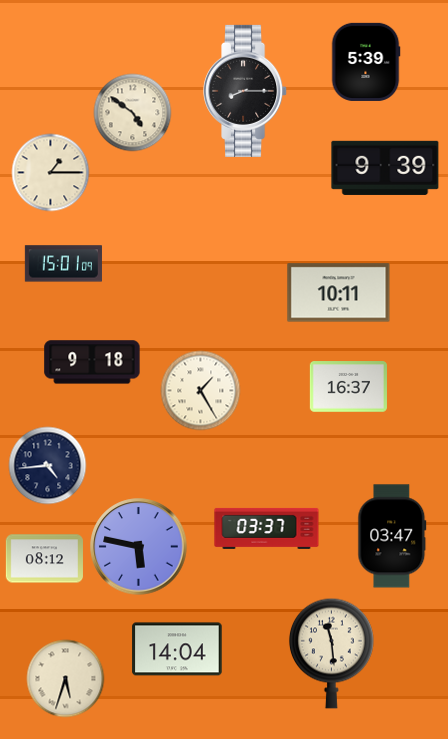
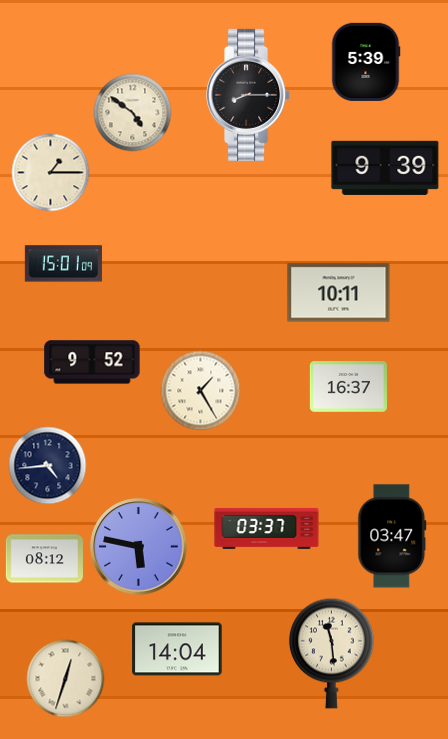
clock at (246, 91) position: (246, 91) -> (249, 95)
clock at (92, 362): 9:18 -> 9:52
clock at (65, 678): 5:33 -> 12:33
